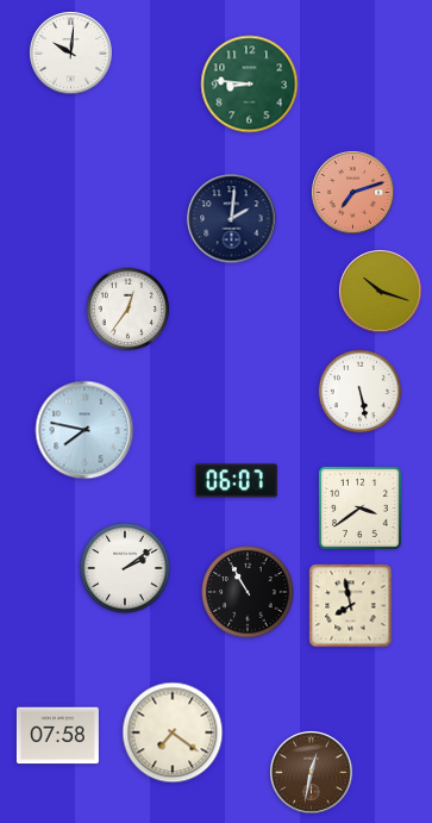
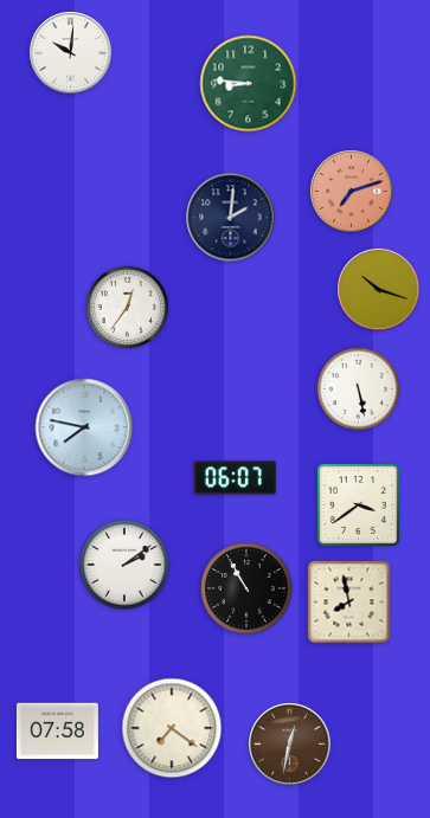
clock at (312, 773) position: (312, 773) -> (290, 745)
